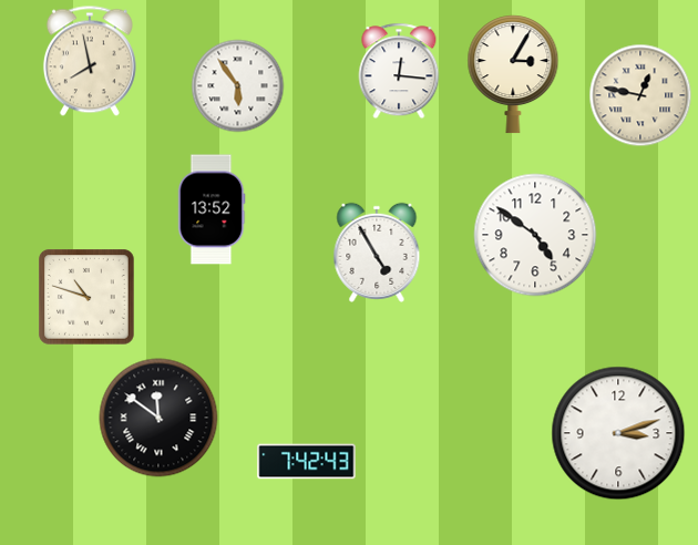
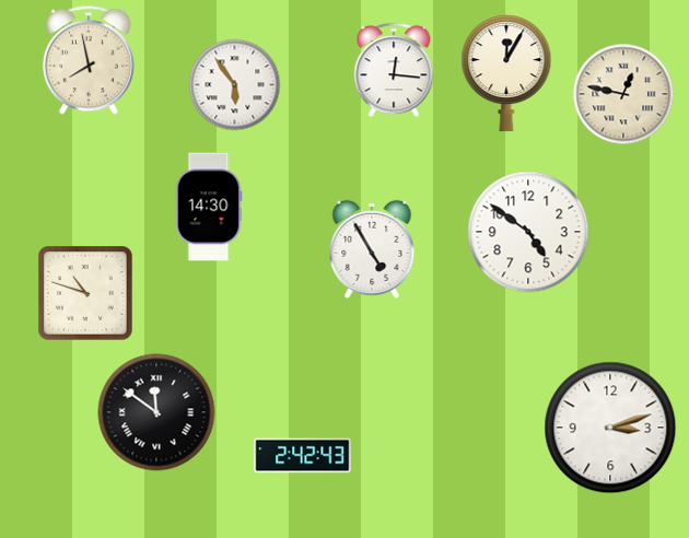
clock at (513, 74): 3:05 -> 12:05
clock at (640, 95) position: (640, 95) -> (623, 94)
clock at (212, 209): 13:52 -> 14:30
clock at (307, 462): 7:42 -> 2:42
